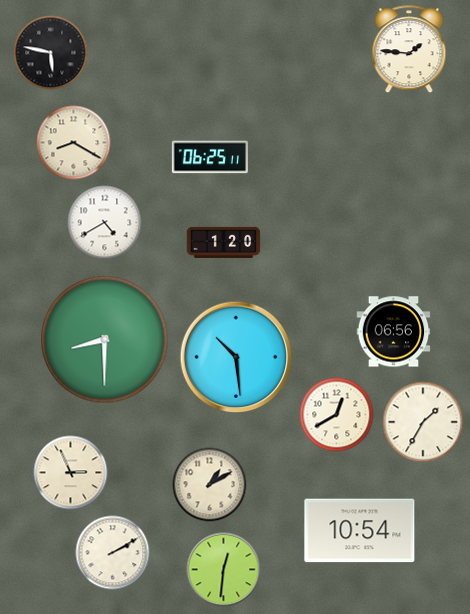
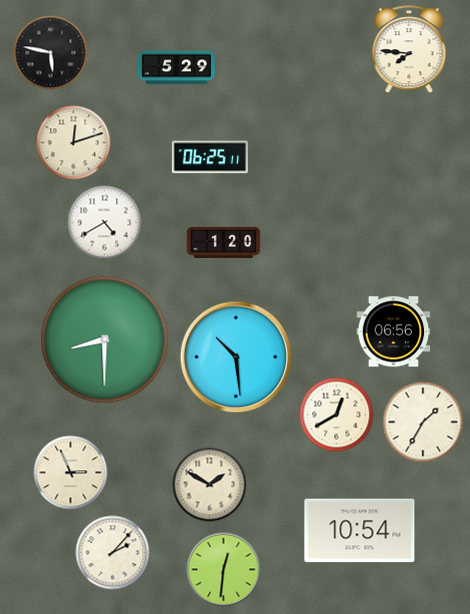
clock at (409, 50): 1:46 -> 7:46
clock at (176, 68): none -> 5:29
clock at (74, 143): 8:20 -> 12:12
clock at (210, 485): 1:10 -> 1:50
clock at (113, 553): 2:10 -> 2:07
